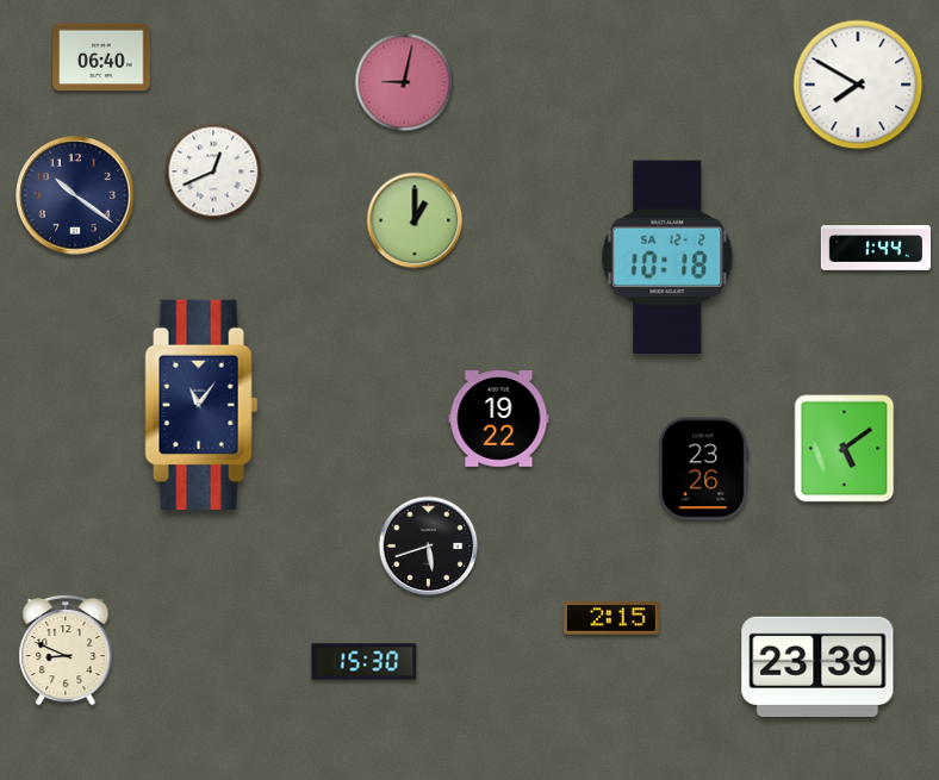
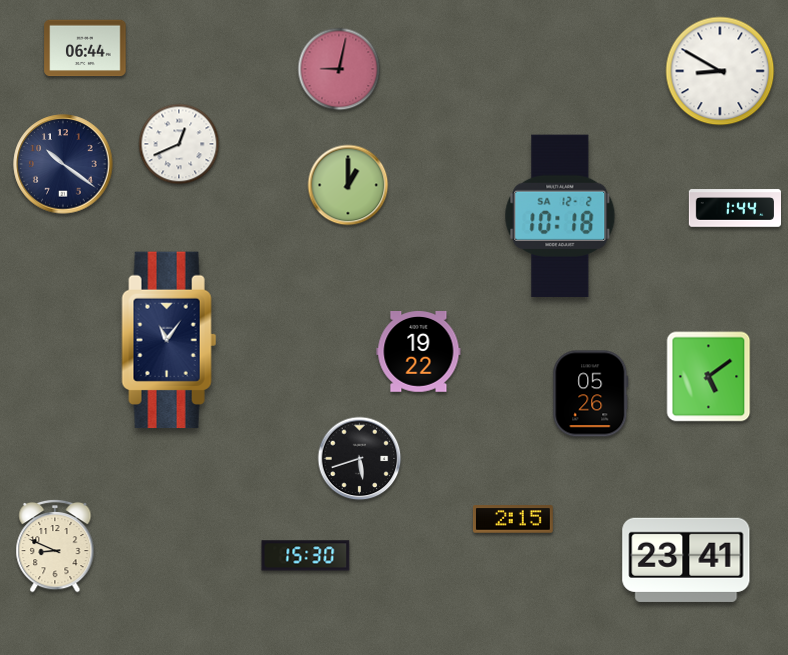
clock at (101, 57): 06:40 -> 06:44
clock at (858, 85): 7:50 -> 8:50
clock at (704, 469): 23:26 -> 05:26
clock at (817, 667): 23:39 -> 23:41
